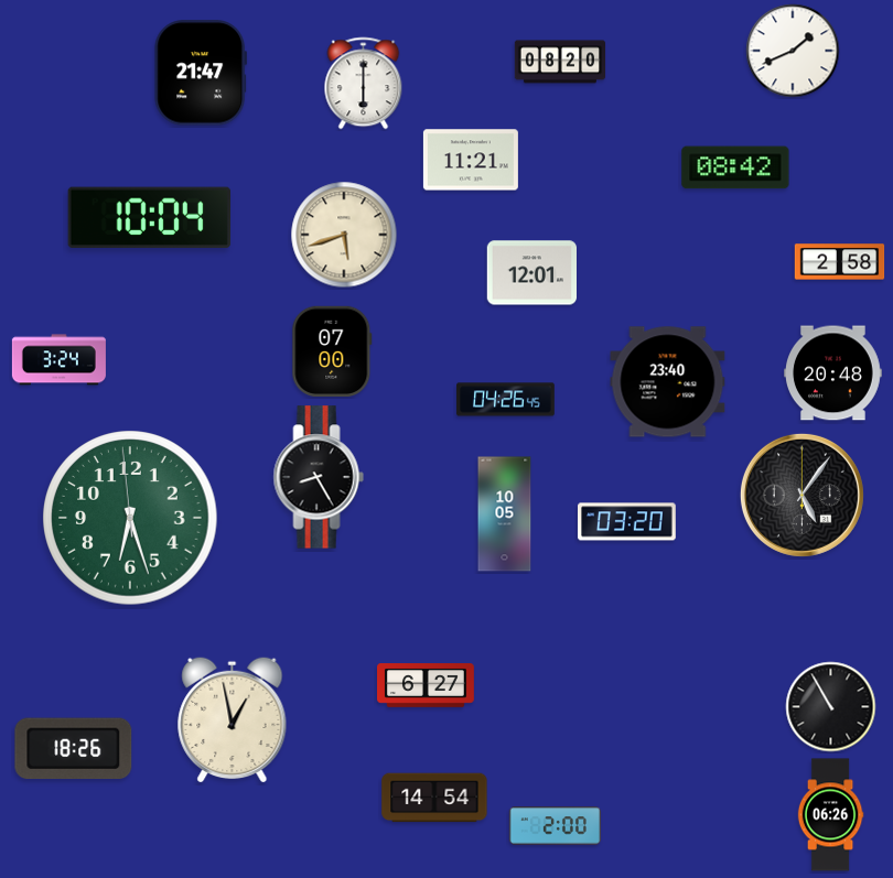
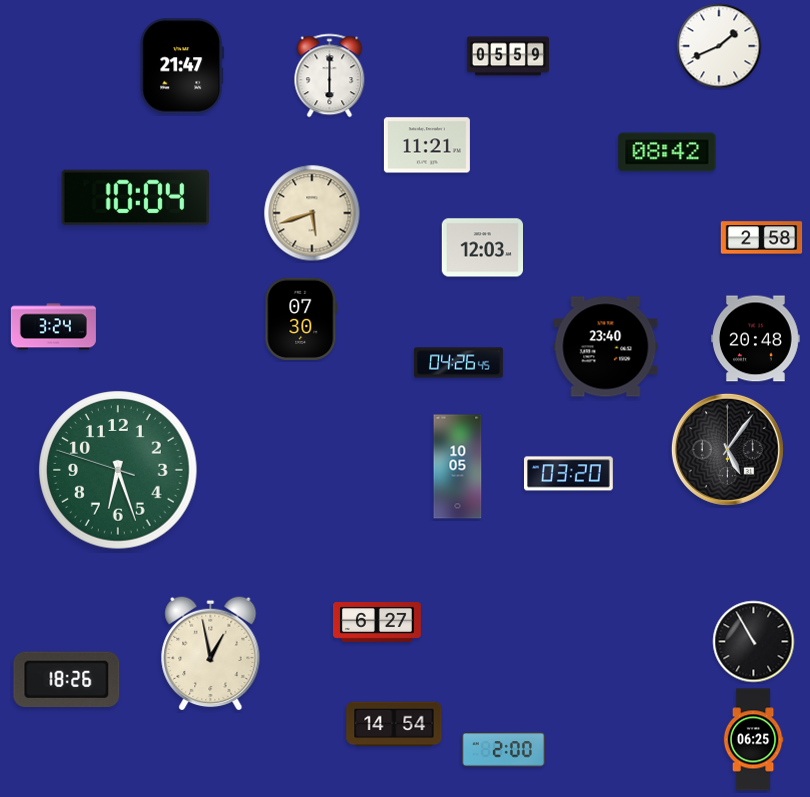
clock at (560, 62): 08:20 -> 05:59
clock at (532, 273): 12:01 -> 12:03
clock at (332, 351): 07:00 -> 07:30
clock at (319, 477): 8:25 -> none
clock at (130, 518): 6:26:59 -> 6:26:48
clock at (427, 686) position: (427, 686) -> (378, 623)
clock at (830, 815): 06:26 -> 06:25
